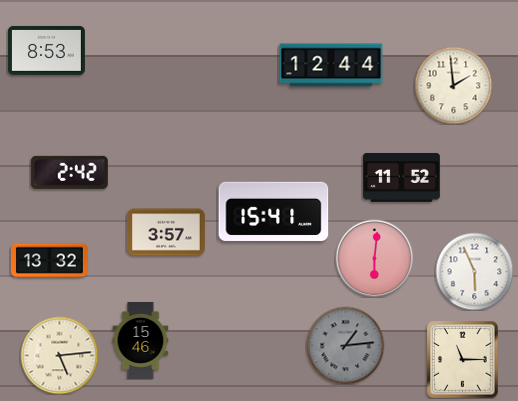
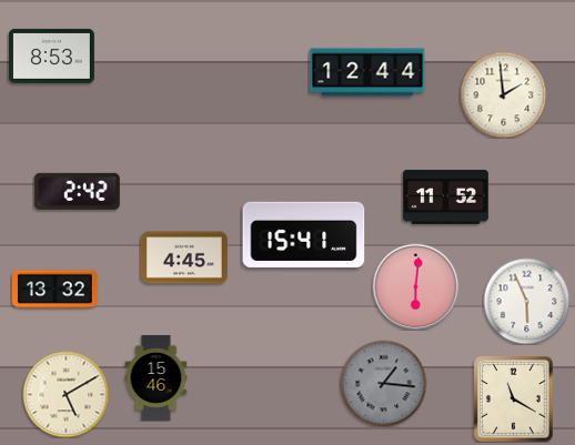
clock at (166, 232): 3:57 -> 4:45
clock at (345, 345): 1:14 -> 1:16
clock at (59, 355): 5:14 -> 5:10
clock at (463, 359): 11:15 -> 11:20
